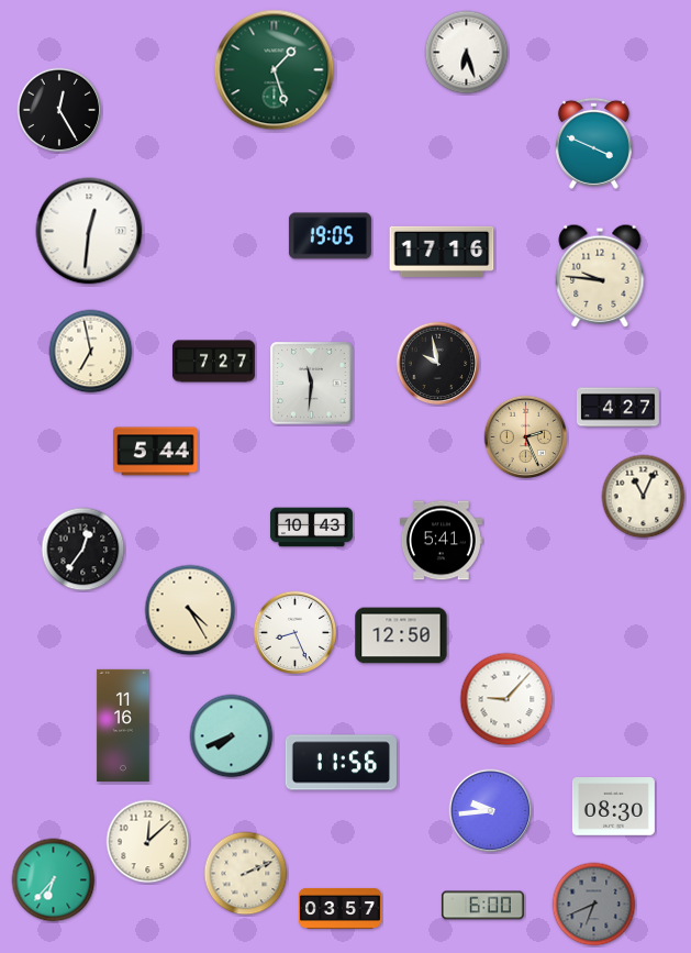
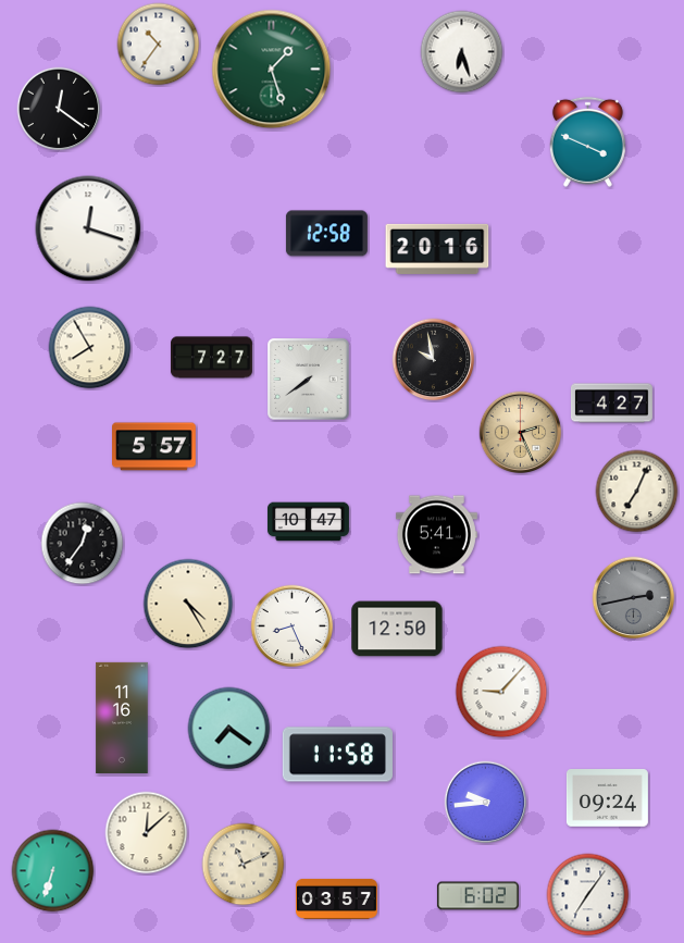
clock at (159, 45): none -> 10:36
clock at (59, 110): 12:25 -> 12:21
clock at (89, 231): 12:31 -> 12:18
clock at (330, 236): 19:05 -> 12:58
clock at (442, 252): 17:16 -> 20:16
clock at (600, 276): 9:46 -> none
clock at (91, 352): 6:58 -> 7:55
clock at (312, 384): 11:31 -> 7:39
clock at (156, 452): 5:44 -> 5:57
clock at (644, 497): 11:04 -> 7:04
clock at (311, 528): 10:43 -> 10:47
clock at (634, 598): none -> 2:43
clock at (232, 736): 7:41 -> 7:21
clock at (341, 763): 11:56 -> 11:58
clock at (613, 807): 08:30 -> 09:24
clock at (246, 874): 2:11 -> 11:11
clock at (54, 880): 6:37 -> 6:33
clock at (594, 905): 6:41 -> 7:06
clock at (594, 905) dial: grey -> white
clock at (482, 906): 6:00 -> 6:02
